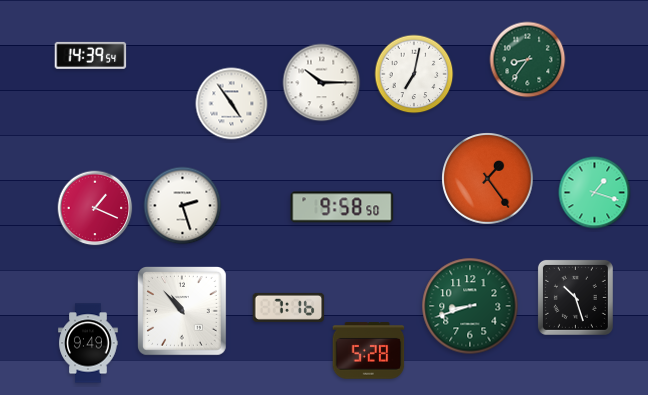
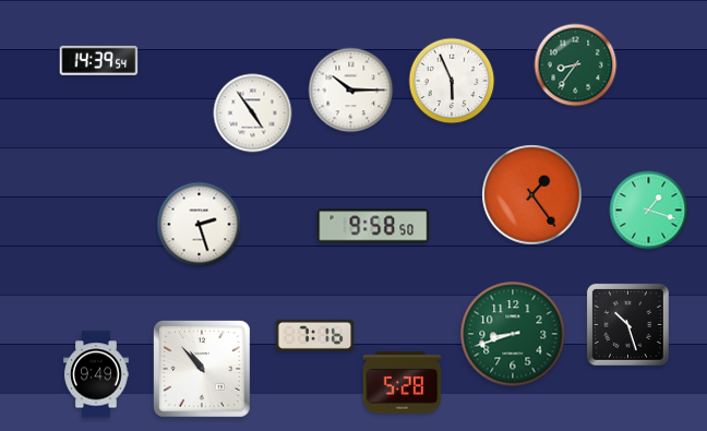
clock at (414, 74): 7:02 -> 5:56
clock at (95, 208): 1:19 -> none
clock at (183, 312) position: (183, 312) -> (203, 370)
